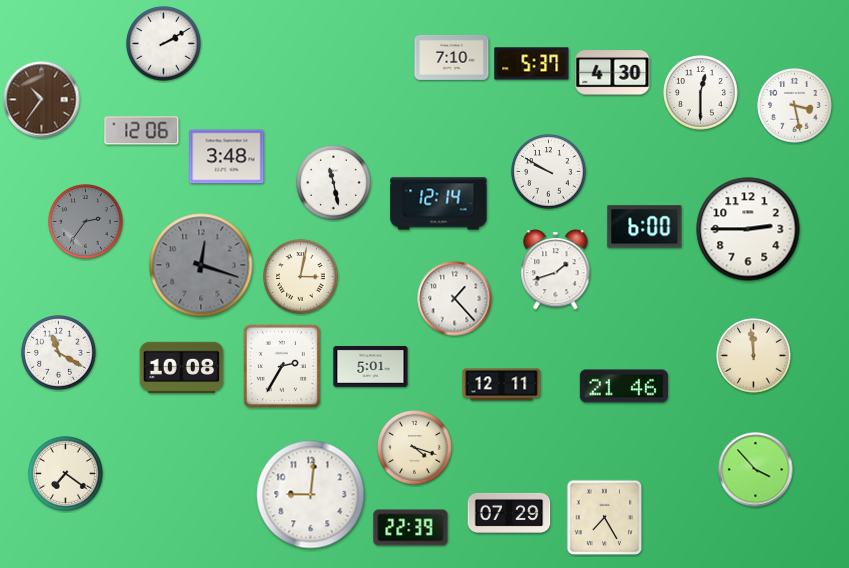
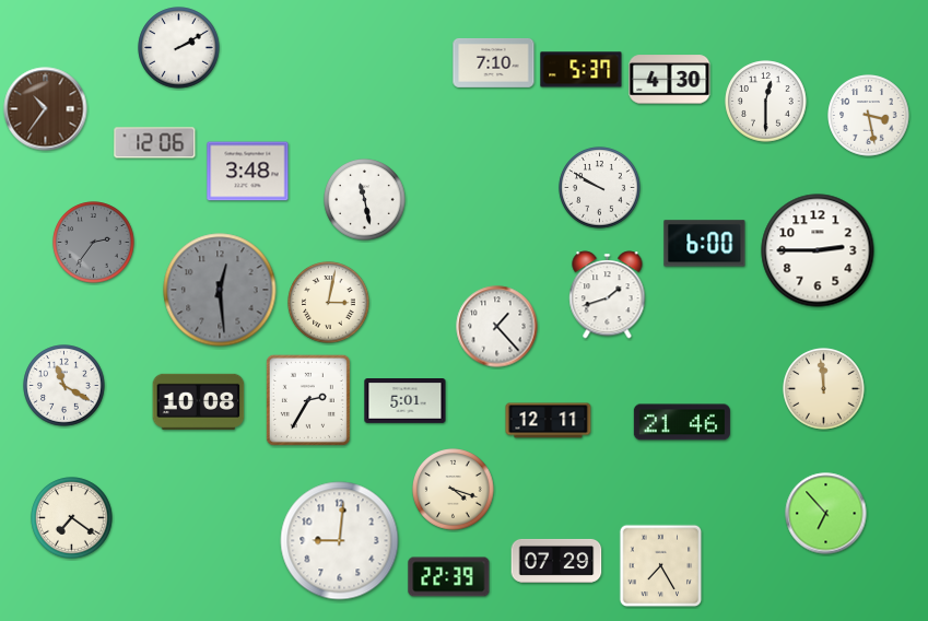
clock at (439, 204): 12:14 -> none
clock at (645, 227) position: (645, 227) -> (705, 244)
clock at (201, 265): 12:18 -> 12:29
clock at (756, 470): 3:53 -> 6:53
